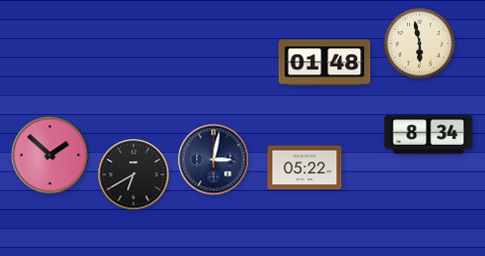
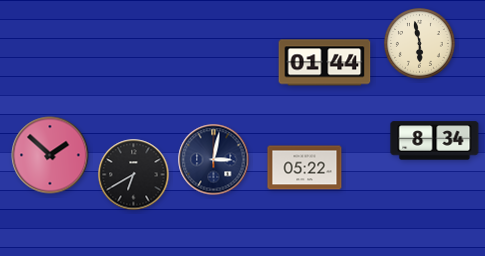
clock at (325, 63): 01:48 -> 01:44
clock at (429, 135) position: (429, 135) -> (435, 141)
